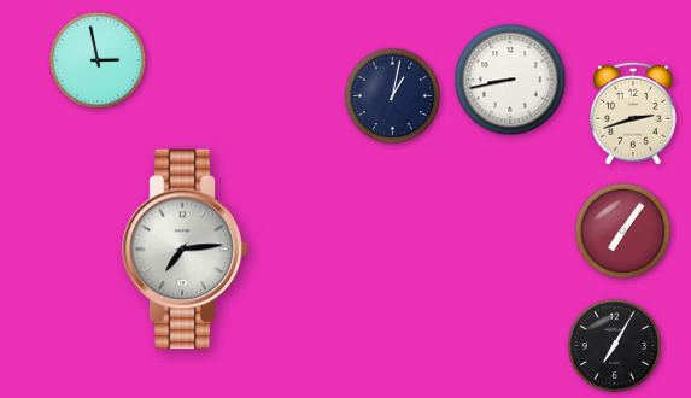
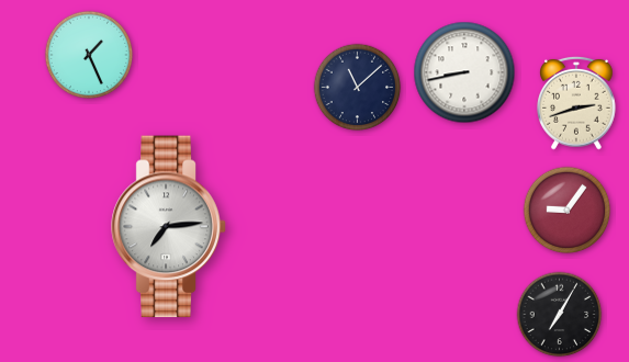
clock at (98, 60): 2:58 -> 1:26
clock at (393, 96): 1:02 -> 11:08
clock at (623, 232): 7:06 -> 9:06
